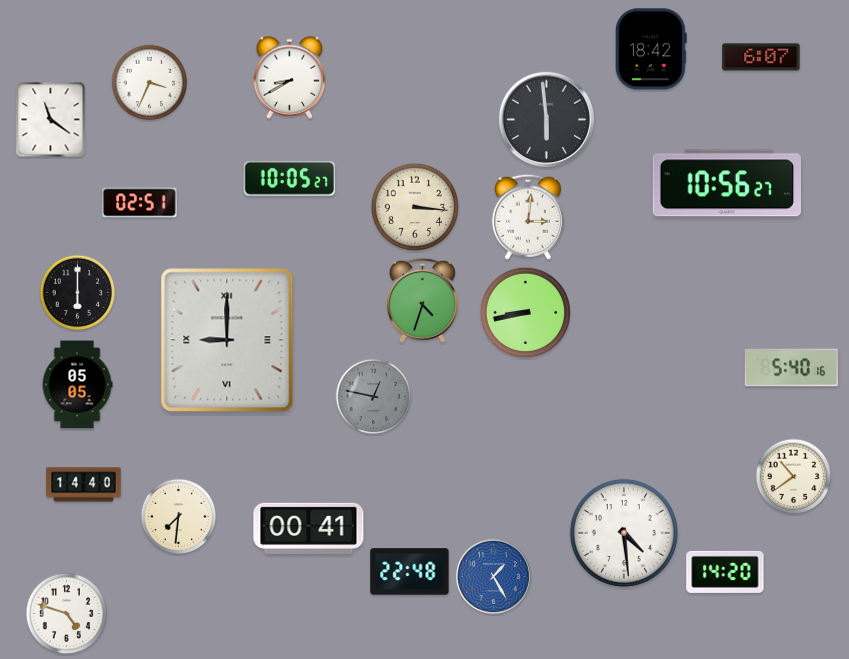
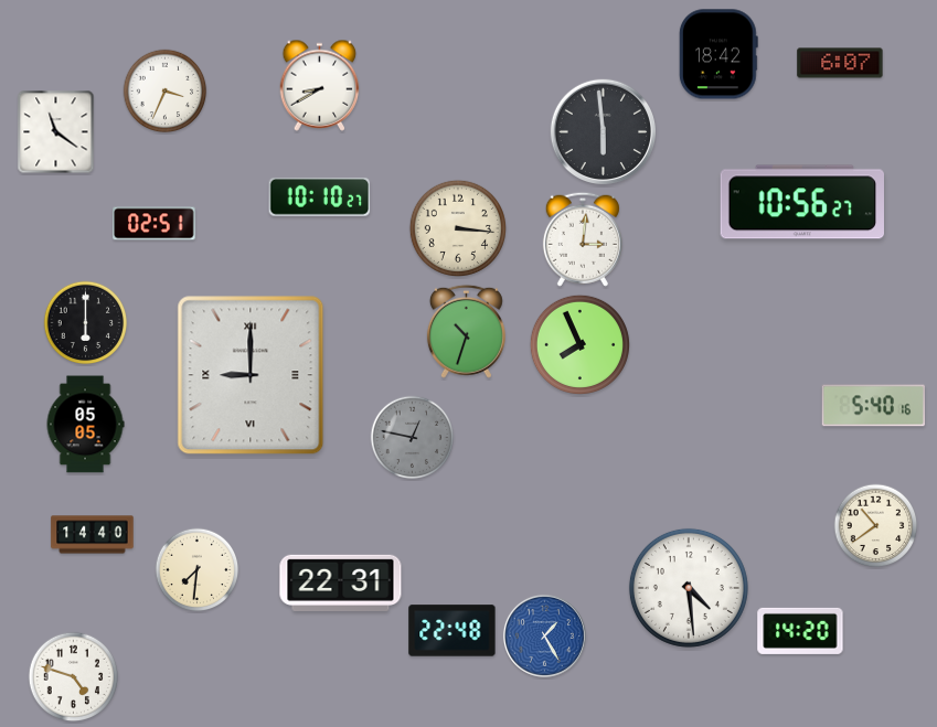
clock at (290, 179): 10:05 -> 10:10
clock at (422, 300): 4:33 -> 10:33
clock at (525, 312): 8:43 -> 7:56
clock at (309, 528): 00:41 -> 22:31
